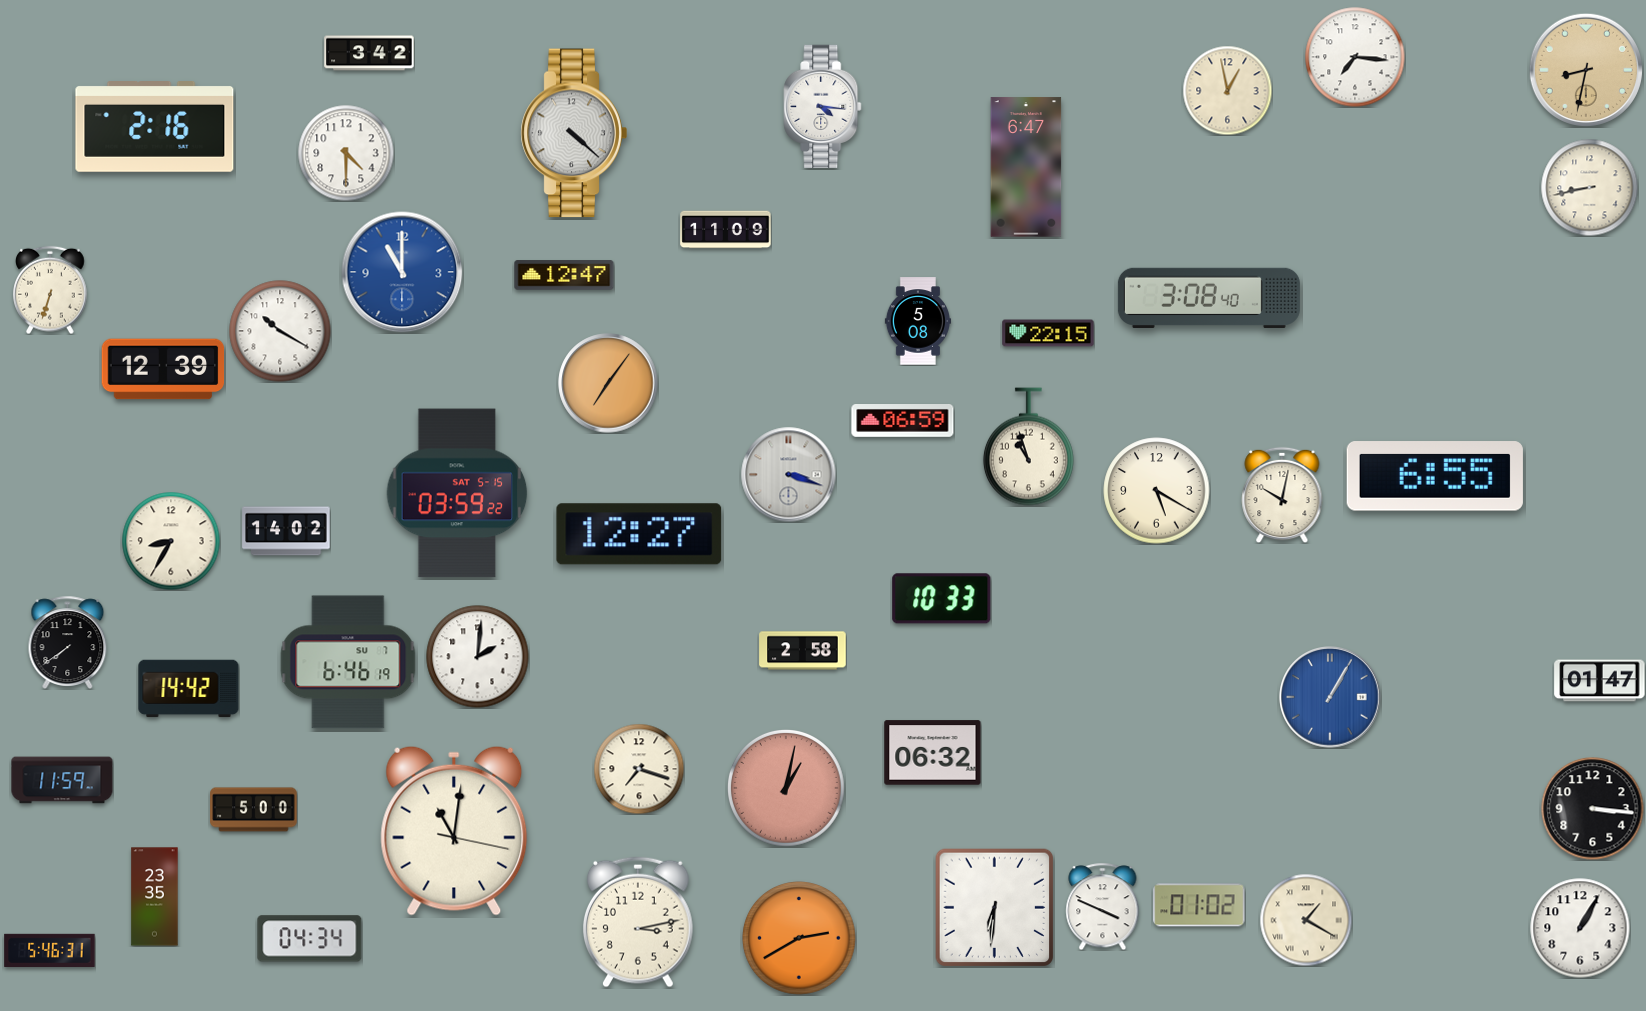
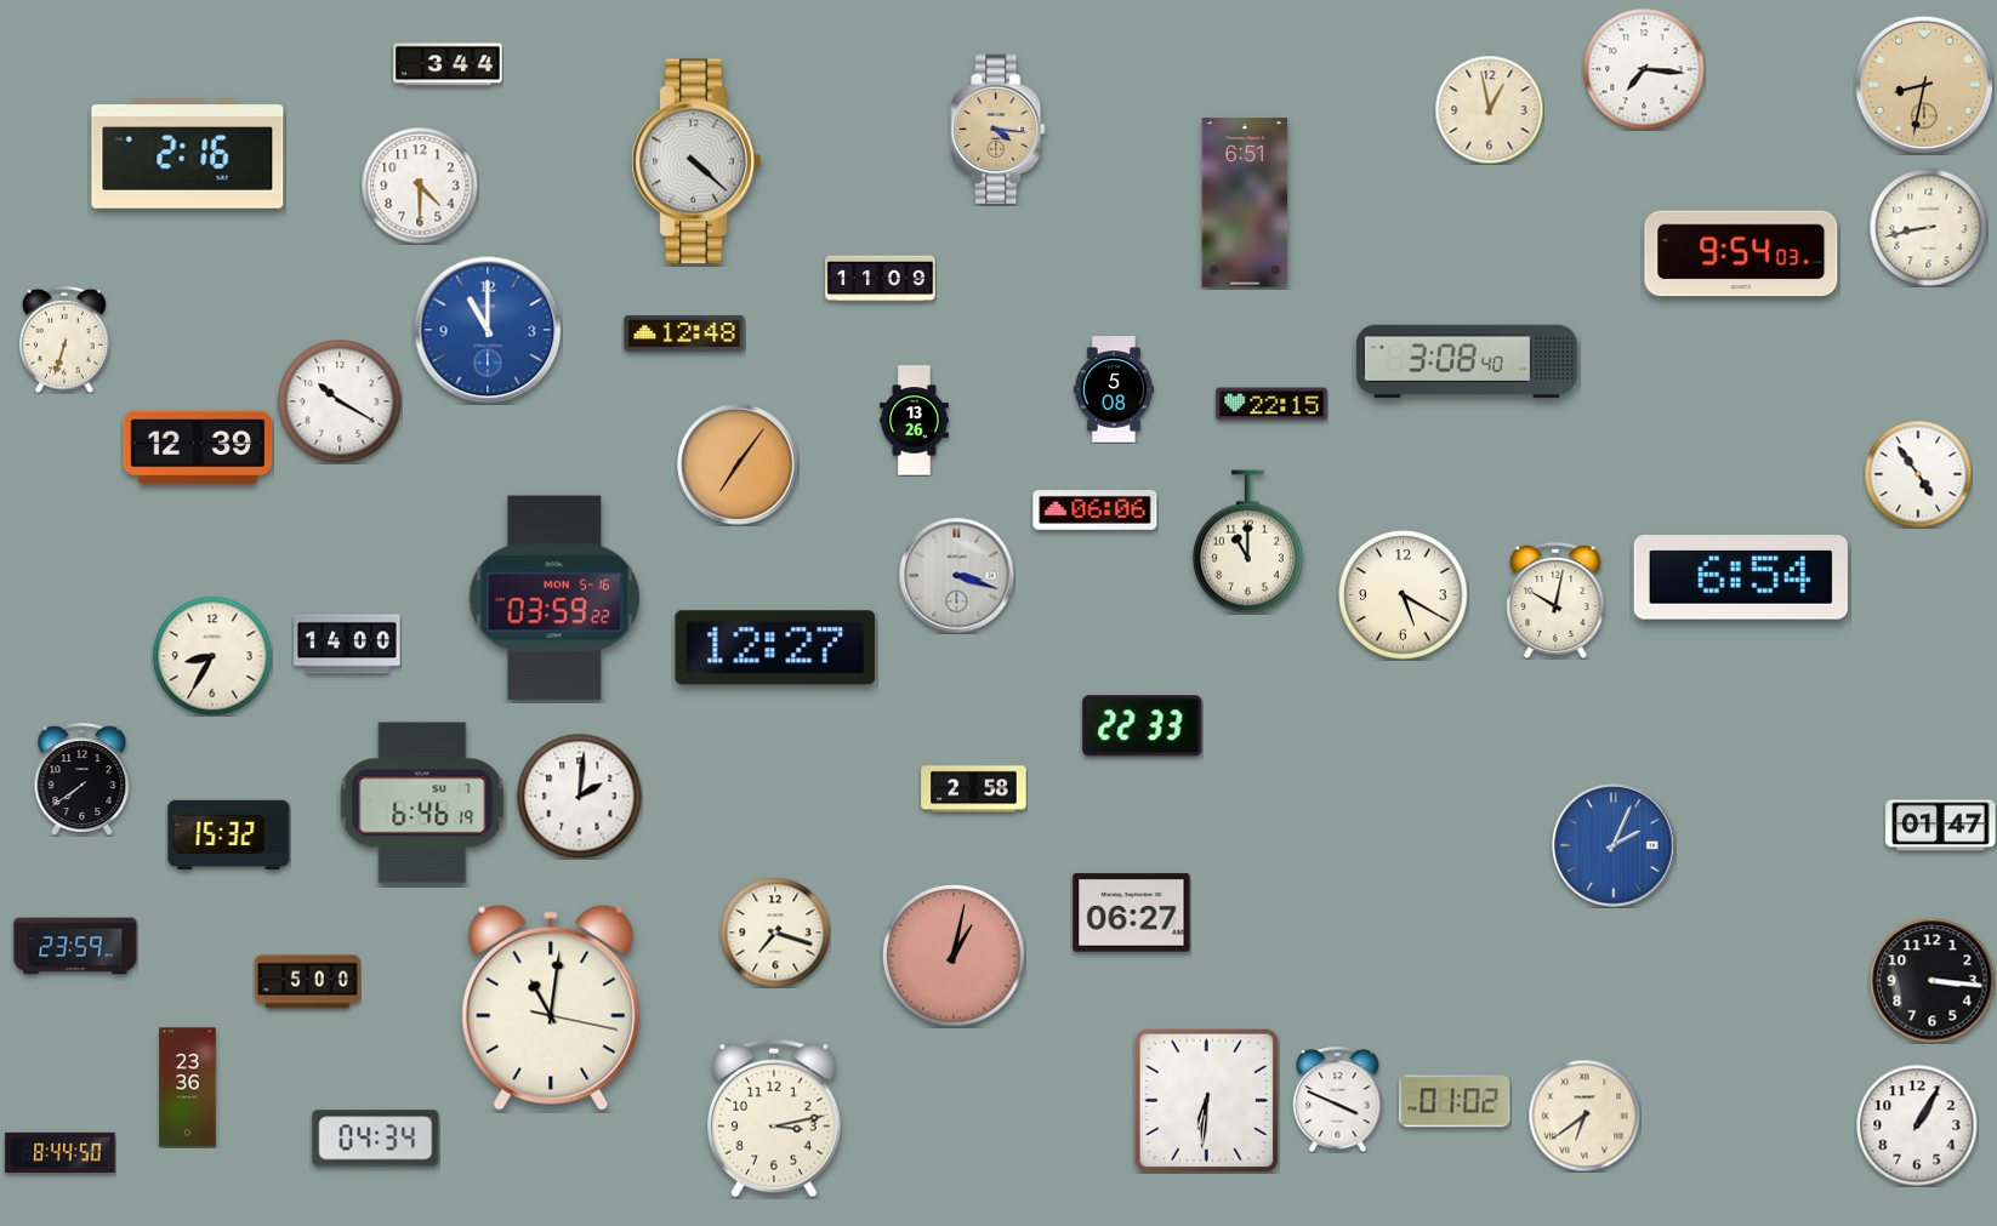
clock at (369, 53): 3:42 -> 3:44
clock at (823, 106) dial: white -> champagne
clock at (1026, 167): 6:47 -> 6:51
clock at (1741, 253): none -> 9:54
clock at (564, 275): 12:47 -> 12:48
clock at (50, 290) position: (50, 290) -> (64, 340)
clock at (915, 421): none -> 13:26
clock at (1918, 474): none -> 4:54
clock at (903, 421): 06:59 -> 06:06
clock at (1028, 447): 10:57 -> 11:00
clock at (1435, 476): 6:55 -> 6:54
clock at (457, 493) date: SAT 5-15 -> MON 5-16
clock at (286, 531): 14:02 -> 14:00
clock at (171, 541) position: (171, 541) -> (212, 656)
clock at (942, 599): 10:33 -> 22:33
clock at (189, 689): 14:42 -> 15:32
clock at (1330, 697): 1:05 -> 2:04
clock at (933, 753): 06:32 -> 06:27
clock at (62, 780): 11:59 -> 23:59
clock at (155, 897): 23:35 -> 23:36
clock at (1199, 905) position: (1199, 905) -> (1455, 1101)
clock at (1306, 920): 1:20 -> 6:39
clock at (799, 938): 2:40 -> none
clock at (50, 950): 5:46 -> 8:44
